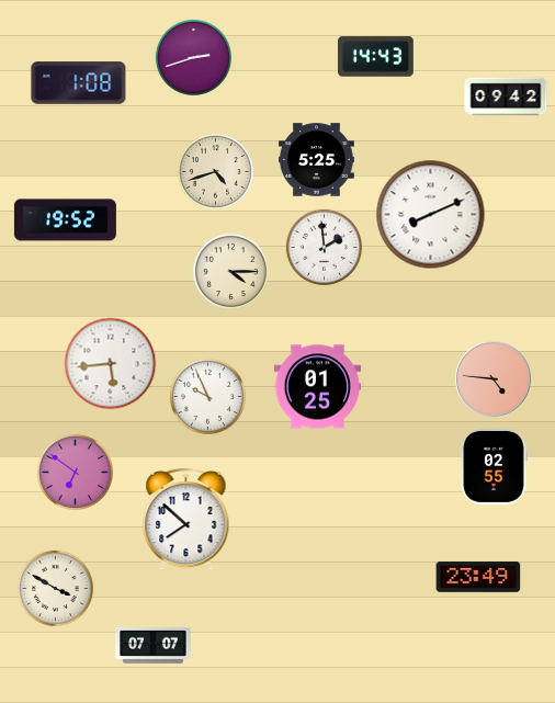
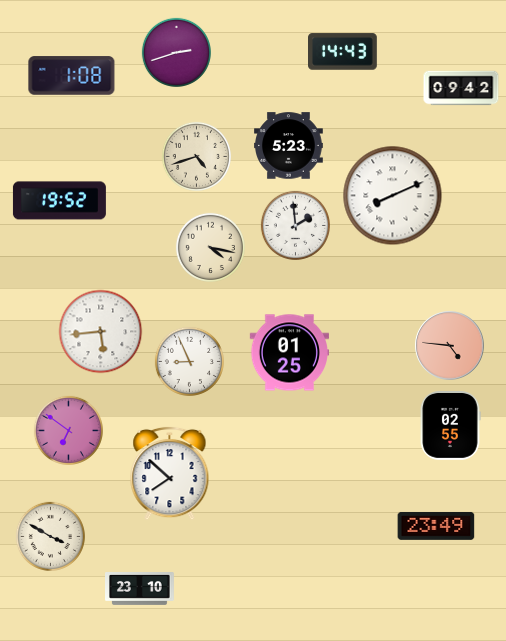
clock at (317, 160): 5:25 -> 5:23
clock at (230, 271): 4:15 -> 4:17
clock at (207, 396): 9:56 -> 8:56
clock at (154, 646): 07:07 -> 23:10
